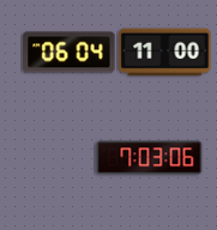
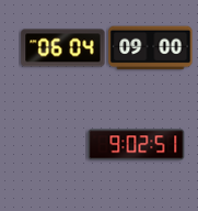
clock at (165, 53): 11:00 -> 09:00
clock at (150, 158): 7:03 -> 9:02
